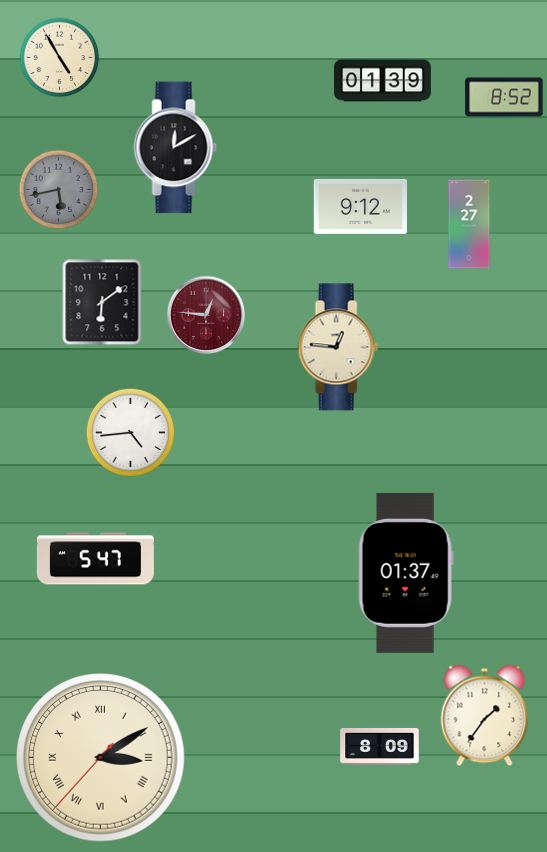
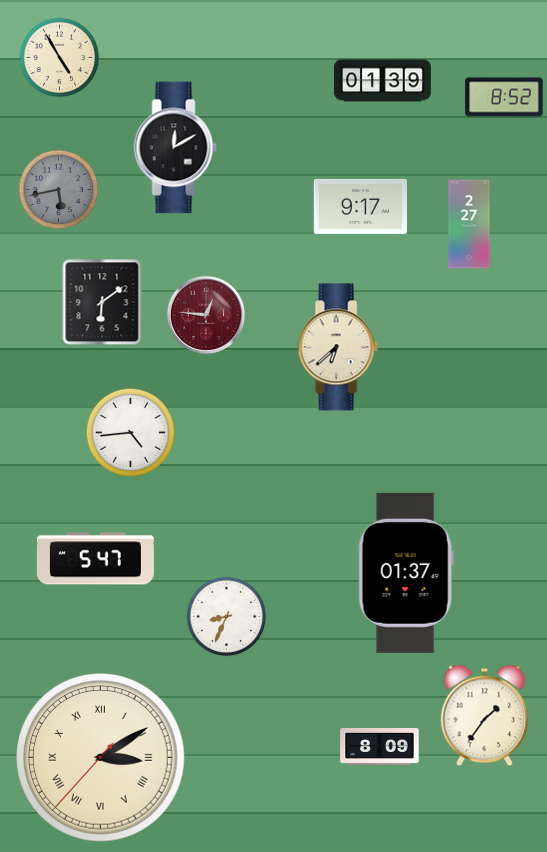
clock at (360, 206): 9:12 -> 9:17
clock at (338, 347): 12:46 -> 6:38
clock at (227, 617): none -> 8:34
